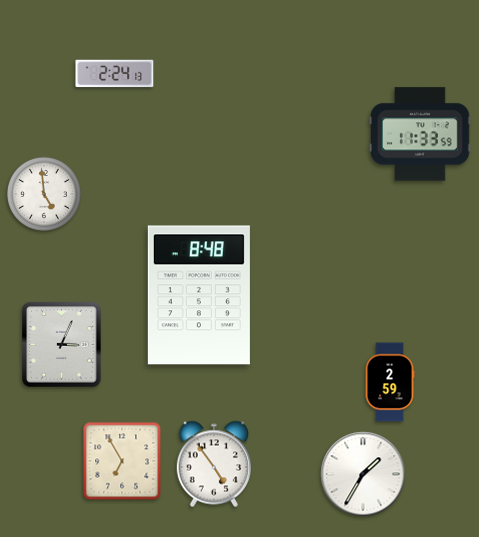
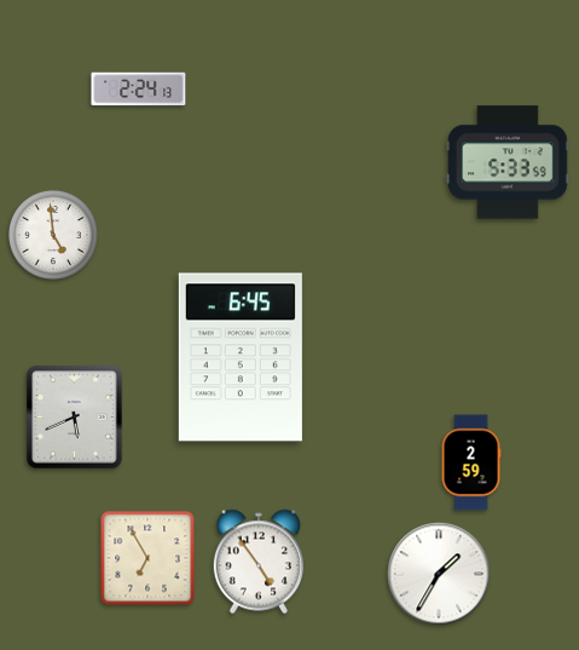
clock at (420, 134): 11:33 -> 5:33
clock at (199, 295): 8:48 -> 6:45
clock at (62, 345): 3:04 -> 5:41
